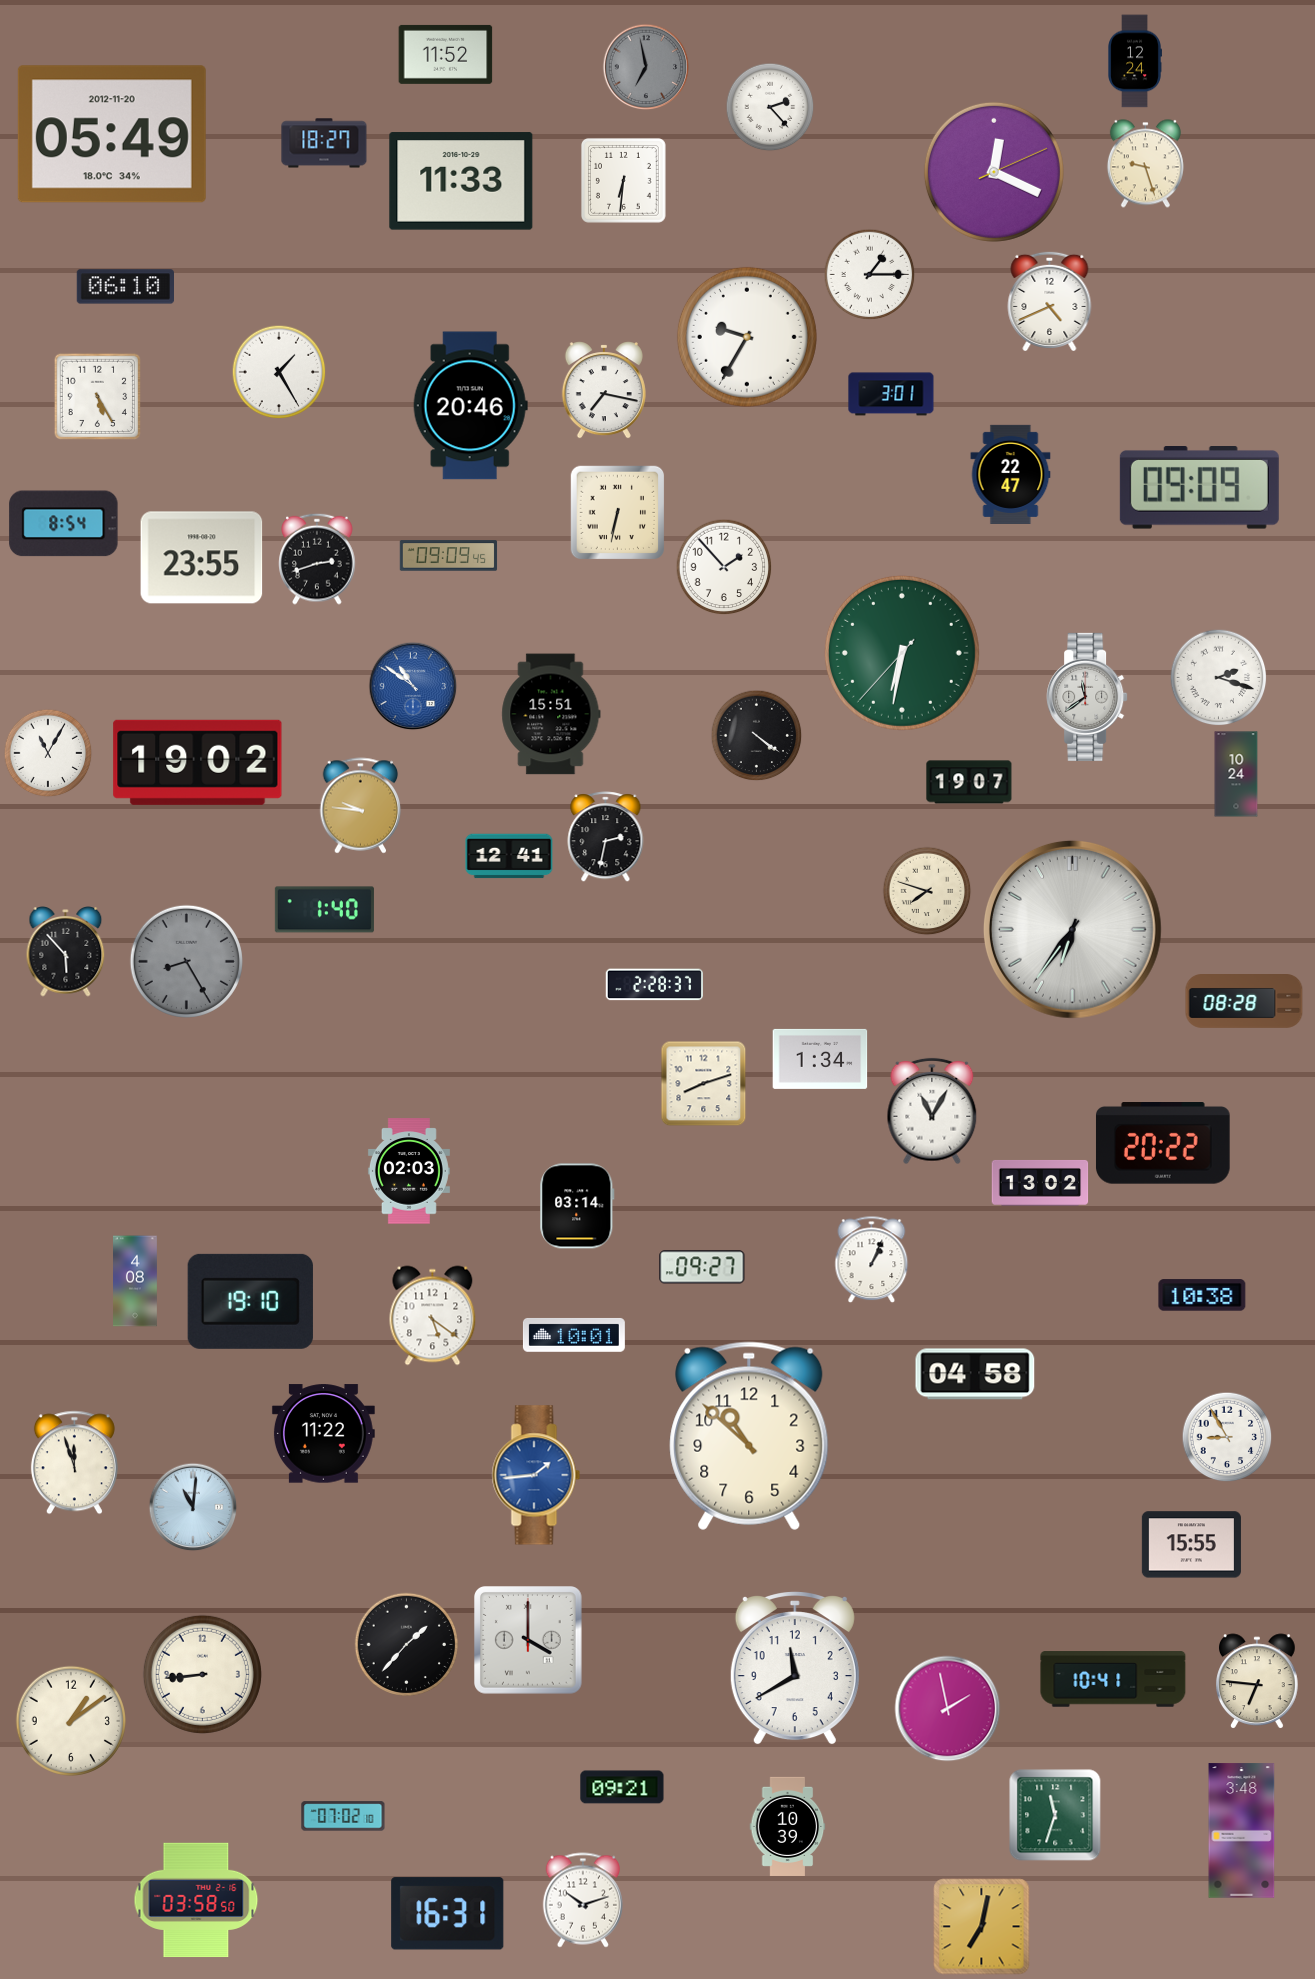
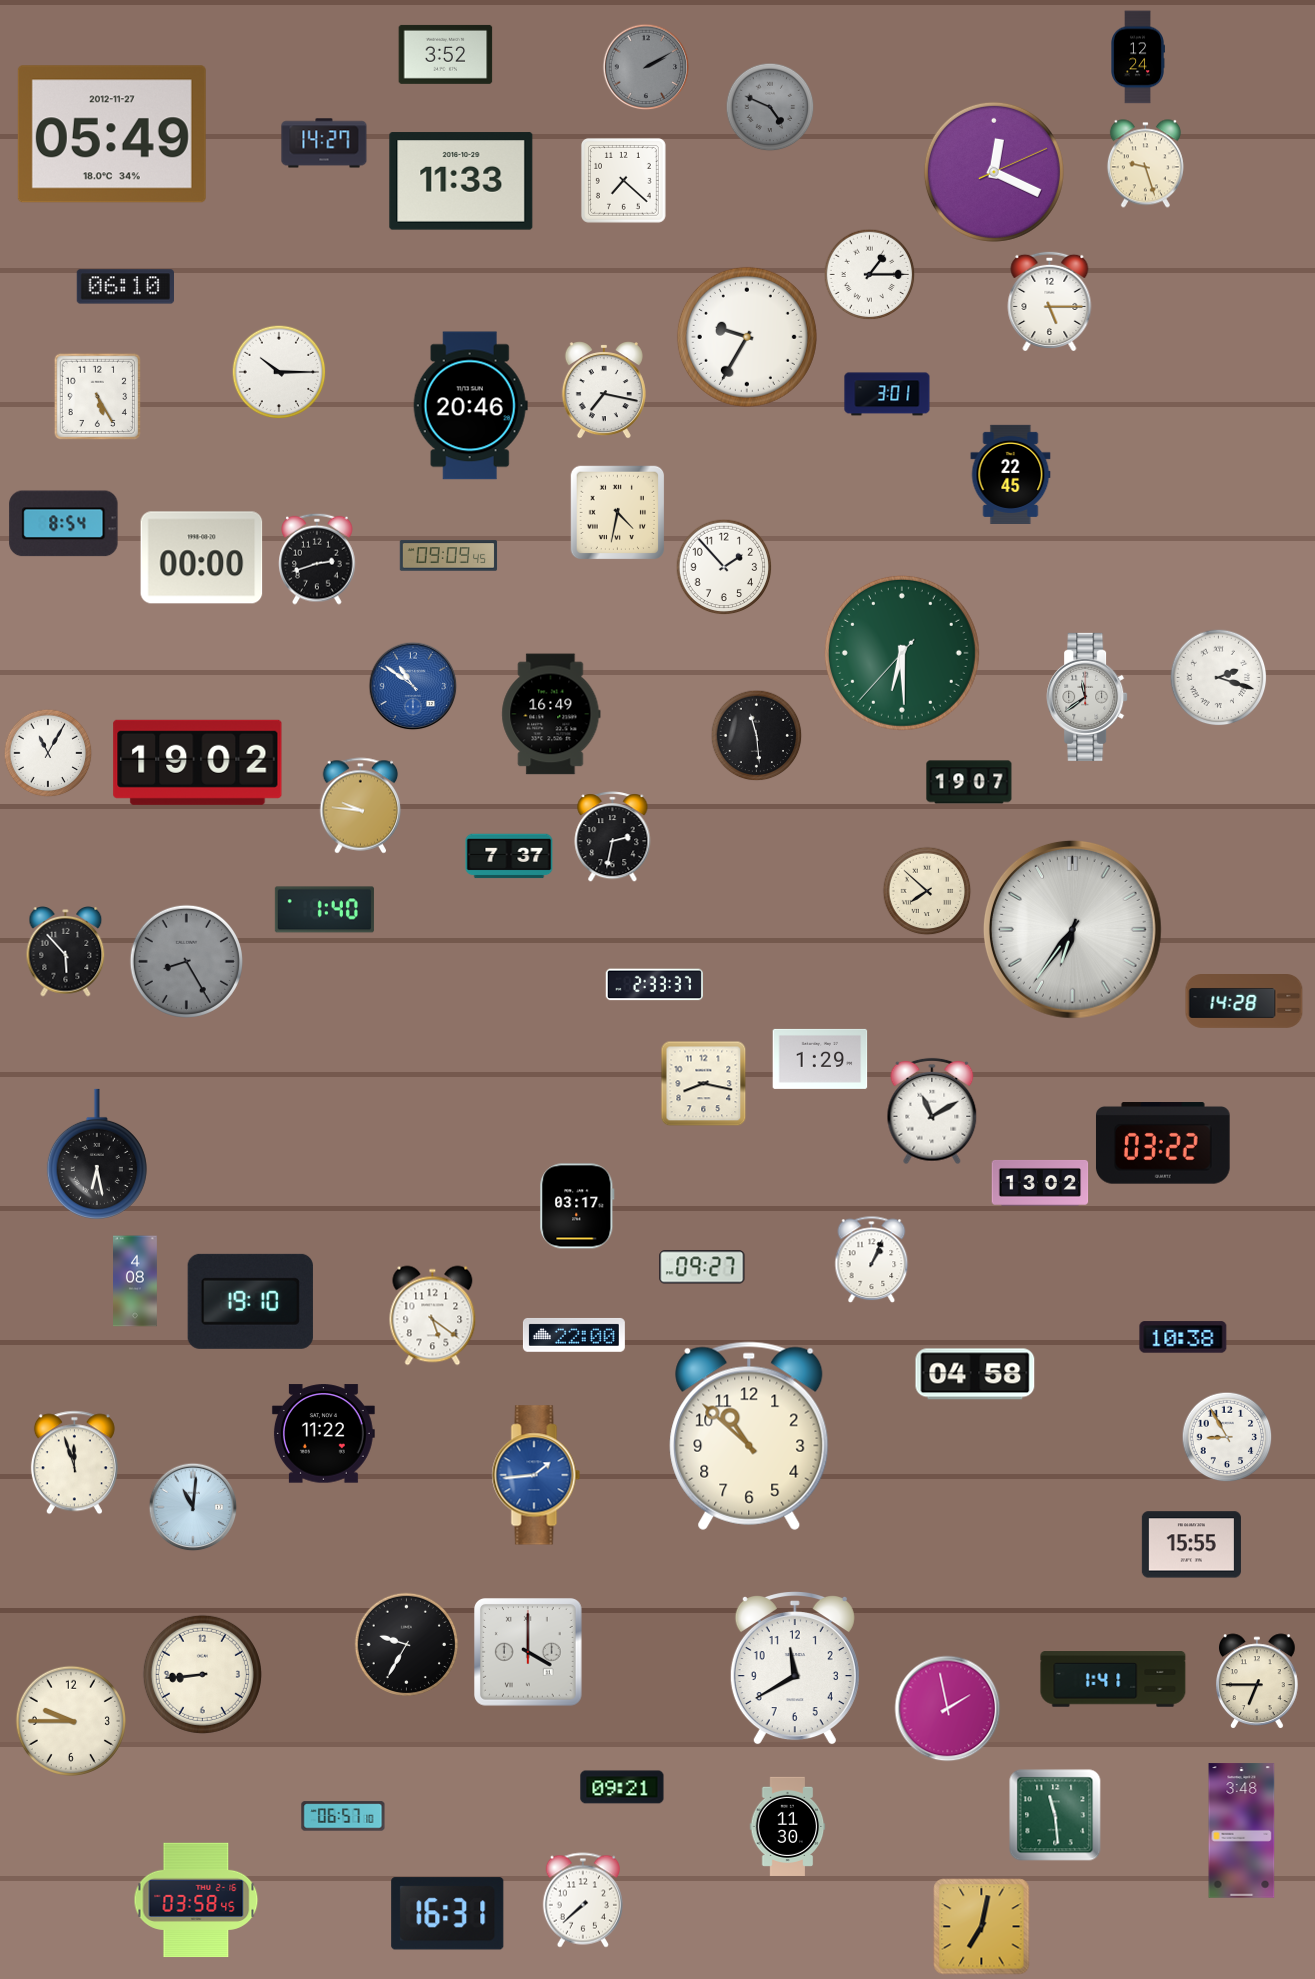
clock at (446, 54): 11:52 -> 3:52
clock at (1135, 61) position: (1135, 61) -> (1138, 57)
clock at (646, 67): 6:58 -> 2:10
clock at (770, 107): 2:23 -> 4:49
clock at (770, 107) dial: white -> grey
clock at (112, 134) date: 2012-11-20 -> 2012-11-27
clock at (324, 143): 18:27 -> 14:27
clock at (623, 180): 6:31 -> 7:22
clock at (1050, 300): 4:41 -> 5:15
clock at (279, 372): 1:25 -> 10:15
clock at (891, 394) position: (891, 394) -> (887, 394)
clock at (1011, 474): 22:47 -> 22:45
clock at (1199, 488): 09:09 -> none
clock at (618, 513): 6:32 -> 4:32
clock at (202, 558): 23:55 -> 00:00
clock at (902, 653): 6:31 -> 6:29
clock at (551, 714): 15:51 -> 16:49
clock at (757, 736): 4:21 -> 11:29
clock at (1236, 774): 10:24 -> none
clock at (606, 837) position: (606, 837) -> (613, 837)
clock at (509, 856): 12:41 -> 7:37
clock at (927, 891): 7:48 -> 7:52
clock at (654, 985): 2:28 -> 2:33
clock at (1244, 1002): 08:28 -> 14:28
clock at (820, 1059): 1:34 -> 1:29
clock at (704, 1084): 8:12 -> 8:17
clock at (932, 1111): 11:05 -> 11:10
clock at (1163, 1144): 20:22 -> 03:22
clock at (97, 1154): none -> 6:28
clock at (409, 1171): 02:03 -> none
clock at (577, 1206): 03:14 -> 03:17
clock at (1202, 1295) position: (1202, 1295) -> (1183, 1337)
clock at (574, 1335): 10:01 -> 22:00
clock at (529, 1641) position: (529, 1641) -> (529, 1653)
clock at (406, 1644): 1:37 -> 9:35
clock at (1113, 1679): 10:41 -> 1:41
clock at (1258, 1681): 6:46 -> 6:45
clock at (71, 1721): 1:09 -> 9:45
clock at (1055, 1815): 11:33 -> 11:29
clock at (343, 1816): 07:02 -> 06:57
clock at (788, 1826): 10:39 -> 11:30
clock at (196, 1900): 03:58:50 -> 03:58:45
clock at (583, 1900): 10:12 -> 7:38
